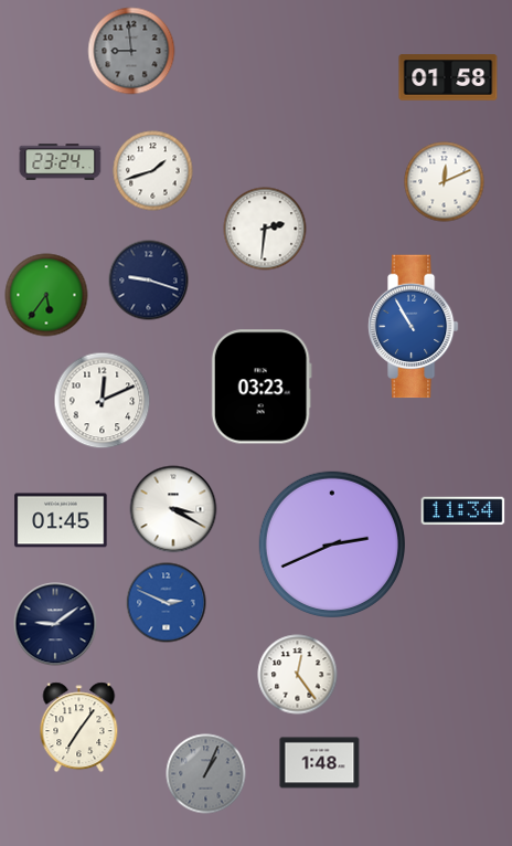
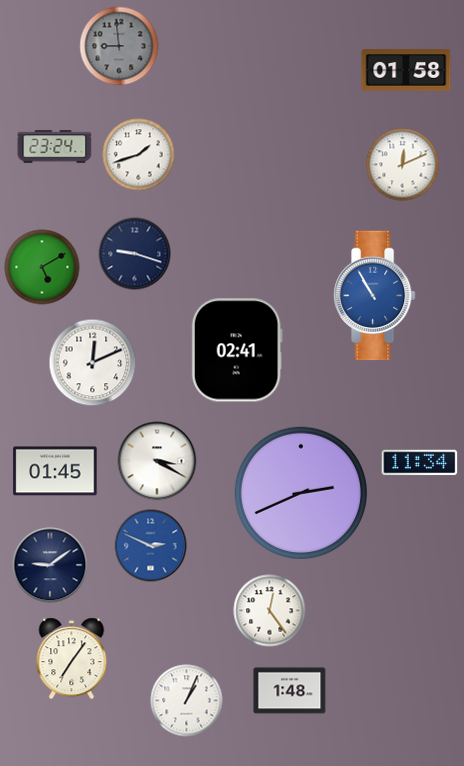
clock at (265, 229): 2:31 -> none
clock at (46, 295): 5:36 -> 5:10
clock at (262, 387): 03:23 -> 02:41
clock at (206, 774) dial: grey -> white
